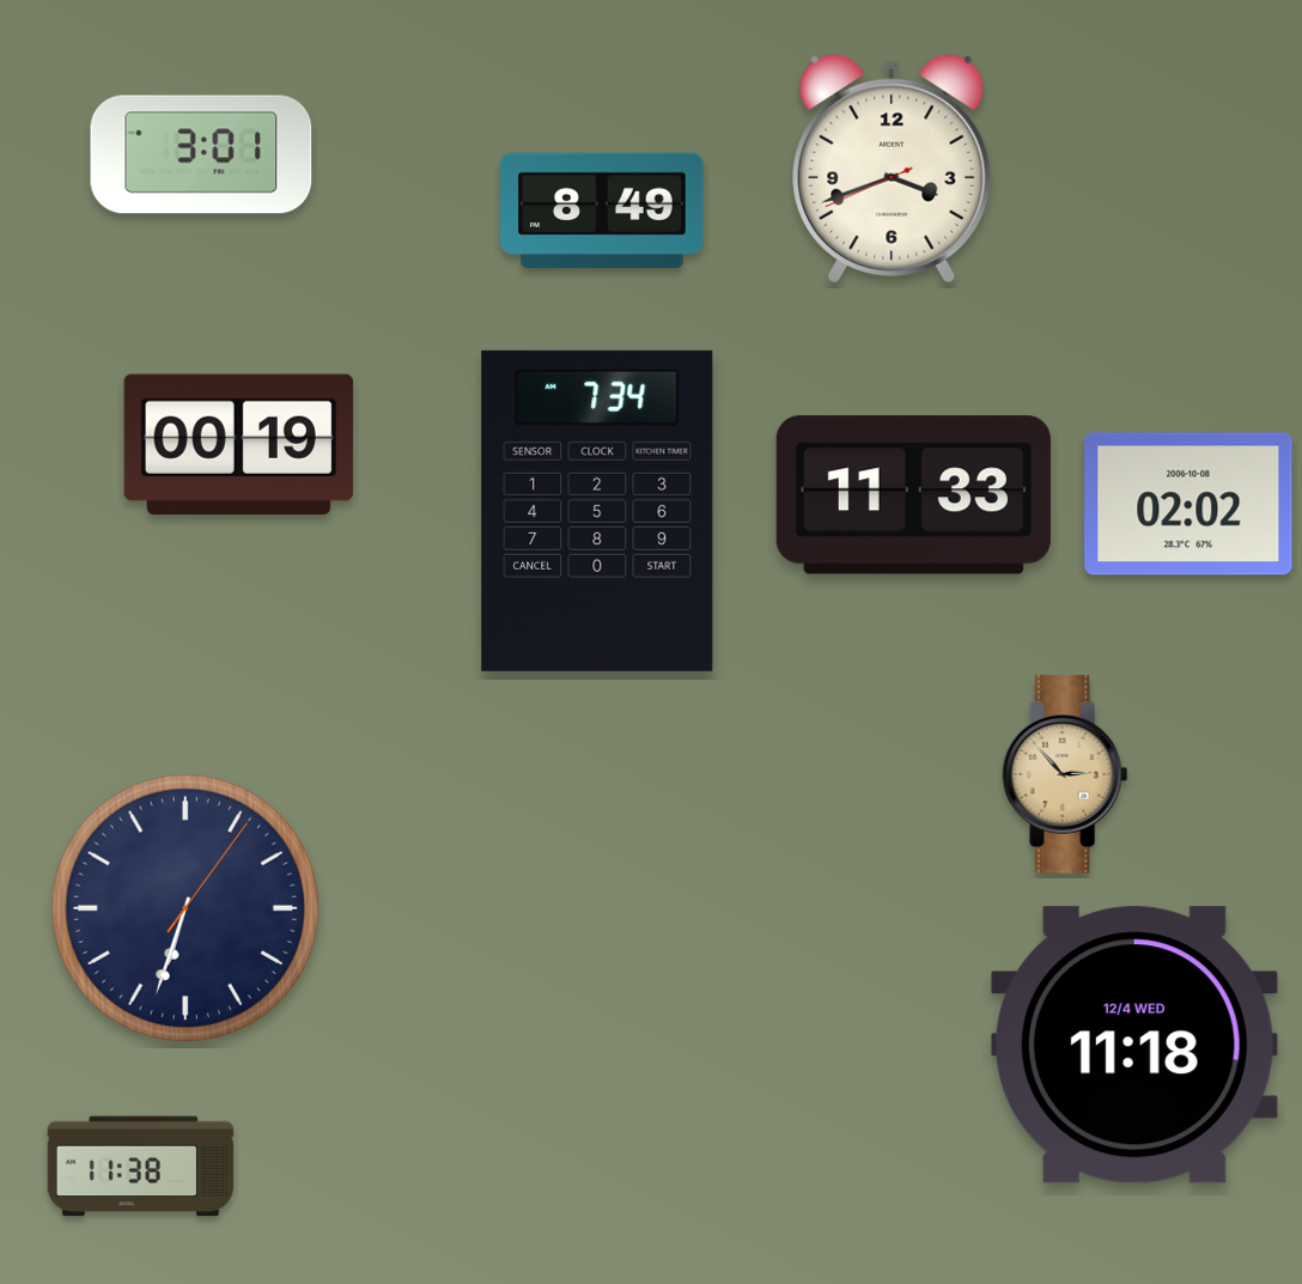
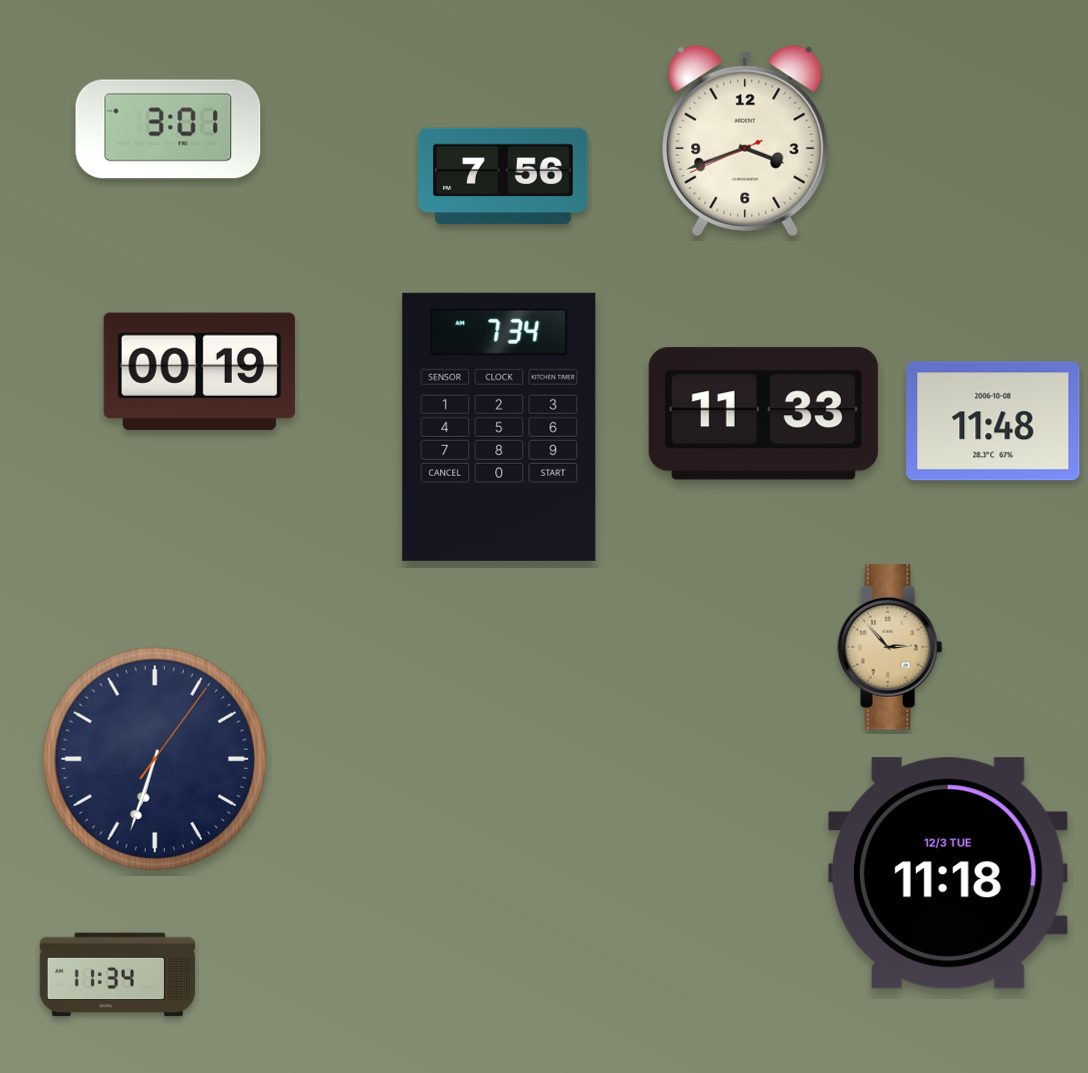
clock at (602, 211): 8:49 -> 7:56
clock at (1188, 504): 02:02 -> 11:48
clock at (1134, 1045) date: 12/4 WED -> 12/3 TUE
clock at (141, 1167): 11:38 -> 11:34
